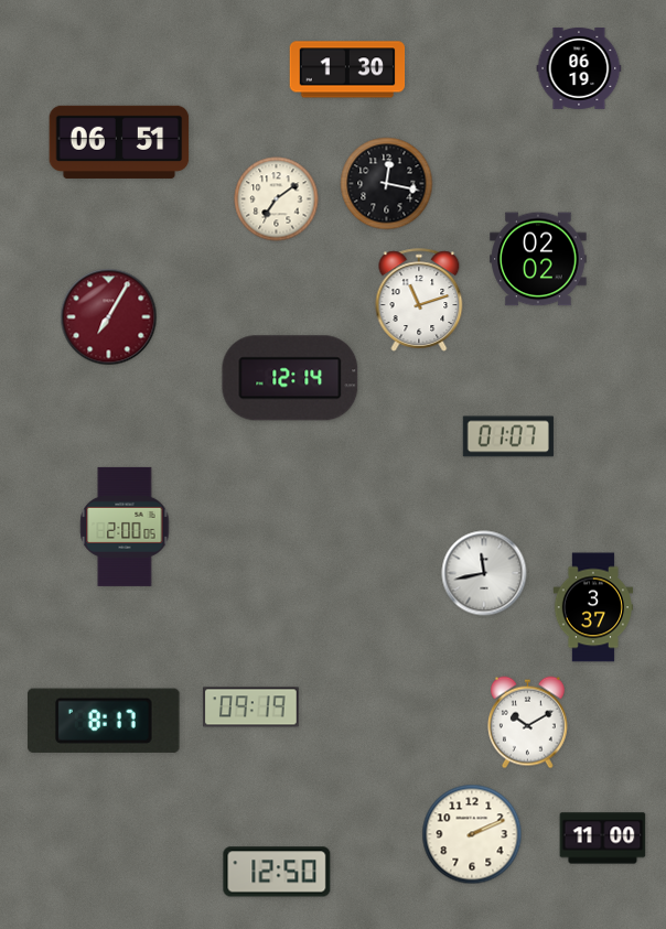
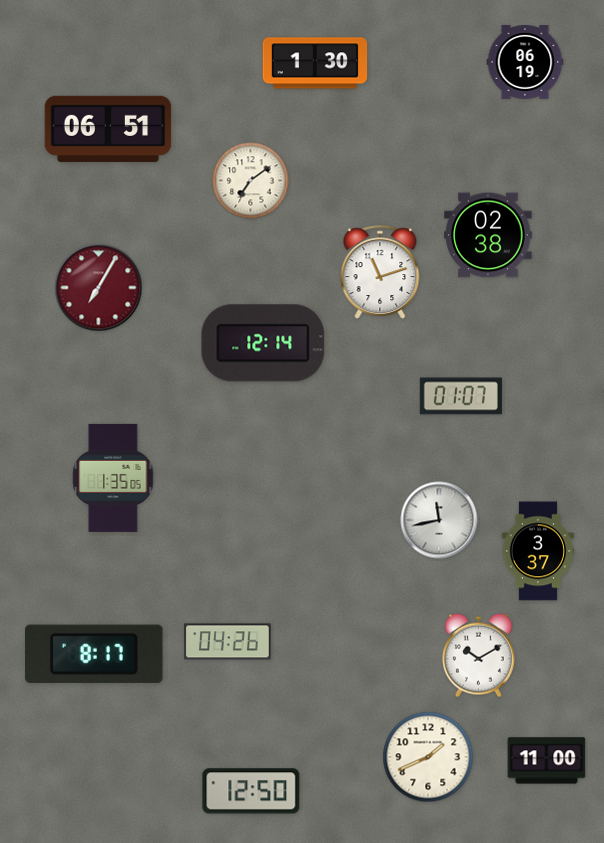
clock at (387, 184): 12:17 -> none
clock at (538, 259): 02:02 -> 02:38
clock at (125, 527): 2:00 -> 1:35
clock at (251, 707): 09:19 -> 04:26
clock at (472, 834): 2:11 -> 1:41
